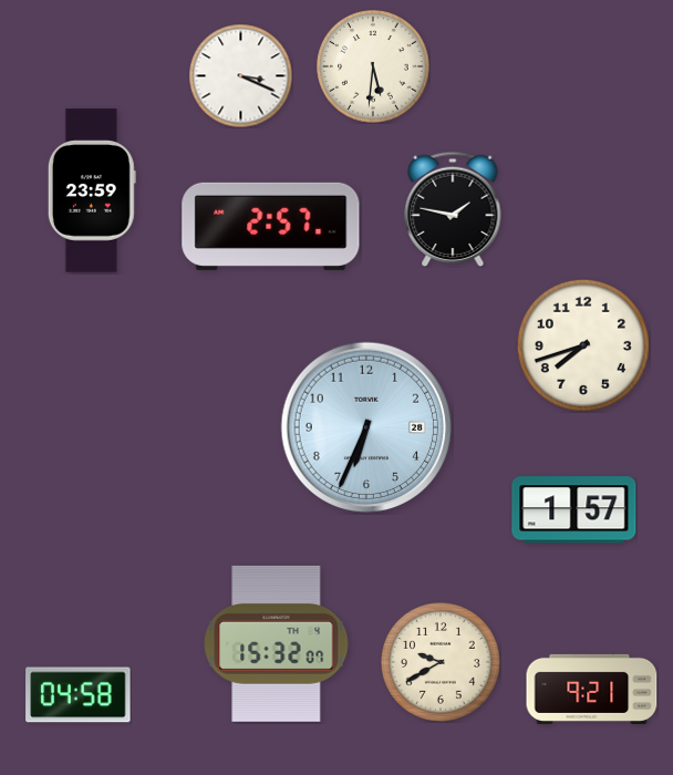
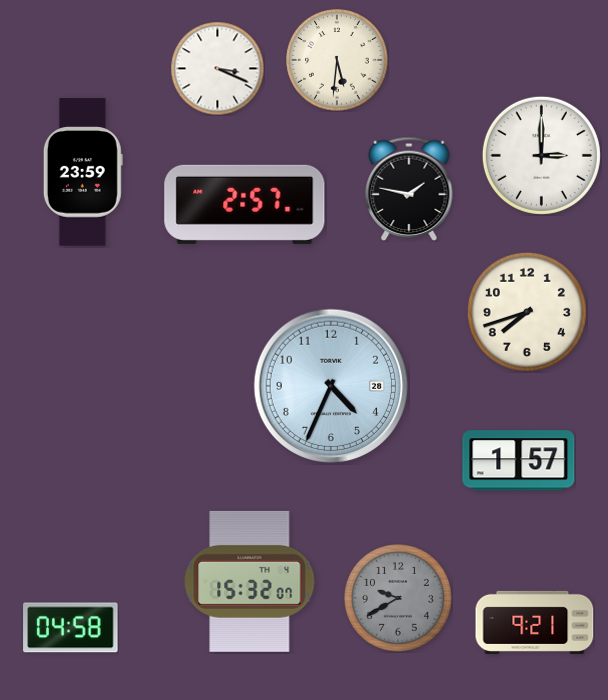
clock at (541, 155): none -> 3:00
clock at (366, 427): 6:34 -> 4:34
clock at (442, 663) dial: cream -> grey
